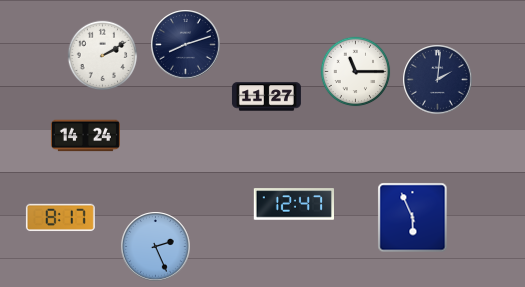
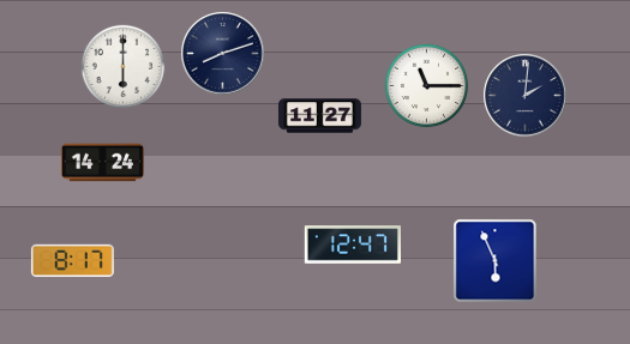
clock at (103, 56): 2:10 -> 6:00
clock at (156, 247): 2:26 -> none
